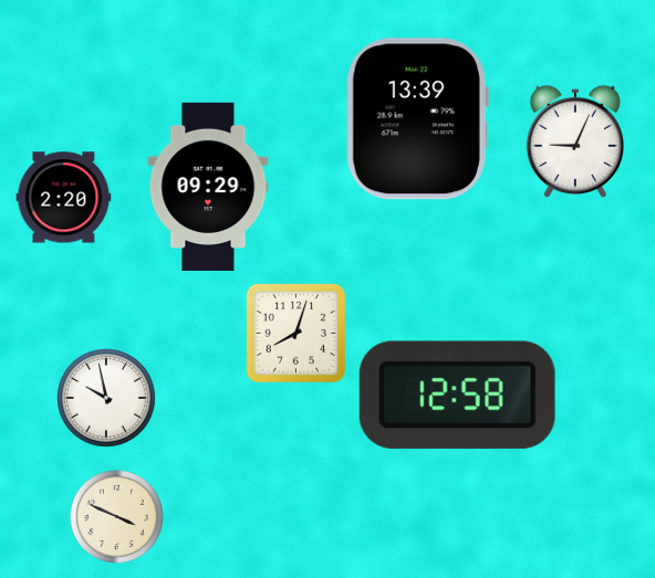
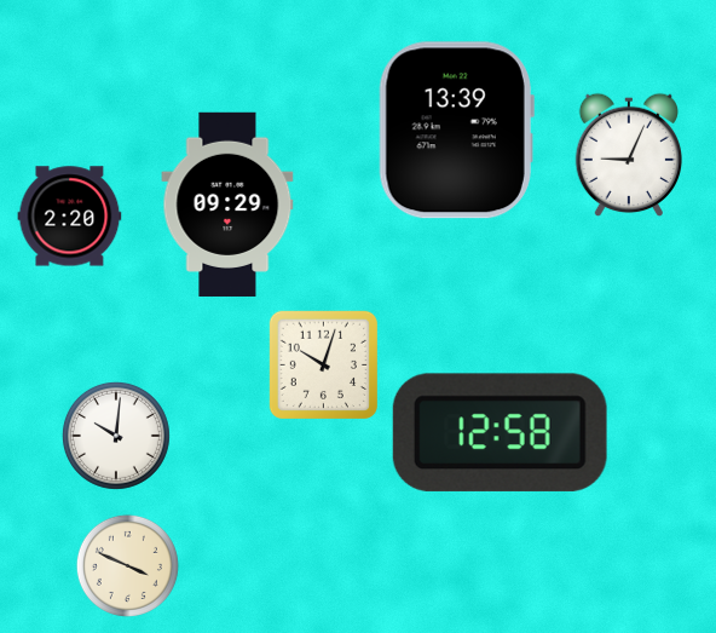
clock at (295, 333): 8:03 -> 10:03
clock at (106, 398): 9:58 -> 10:01
